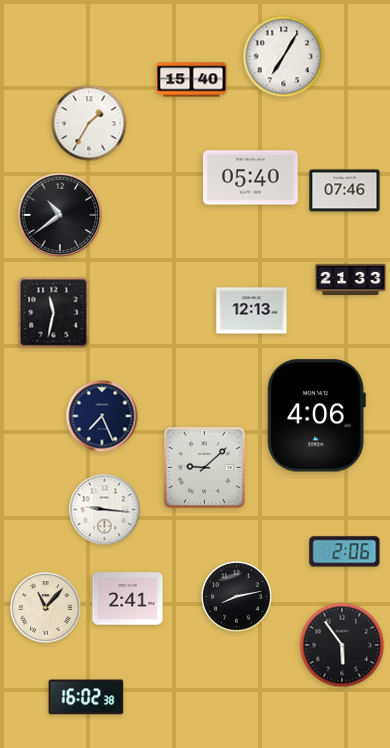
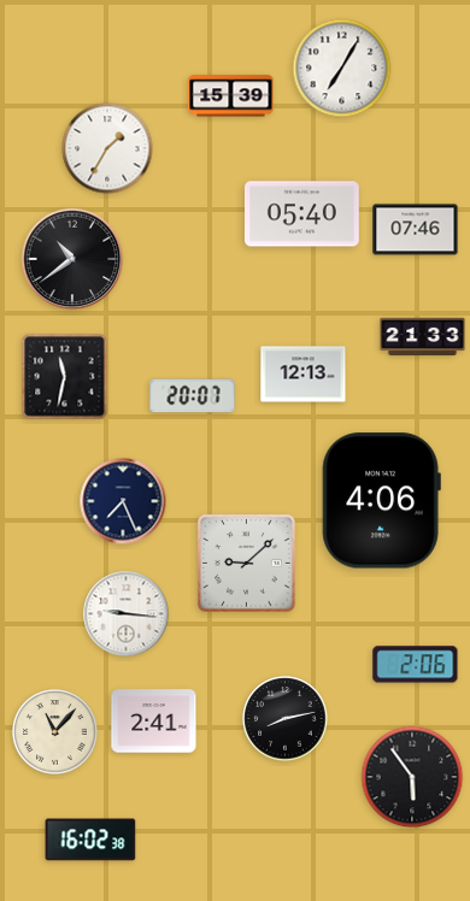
clock at (192, 80): 15:40 -> 15:39
clock at (193, 396): none -> 20:07
clock at (86, 697) position: (86, 697) -> (90, 840)
